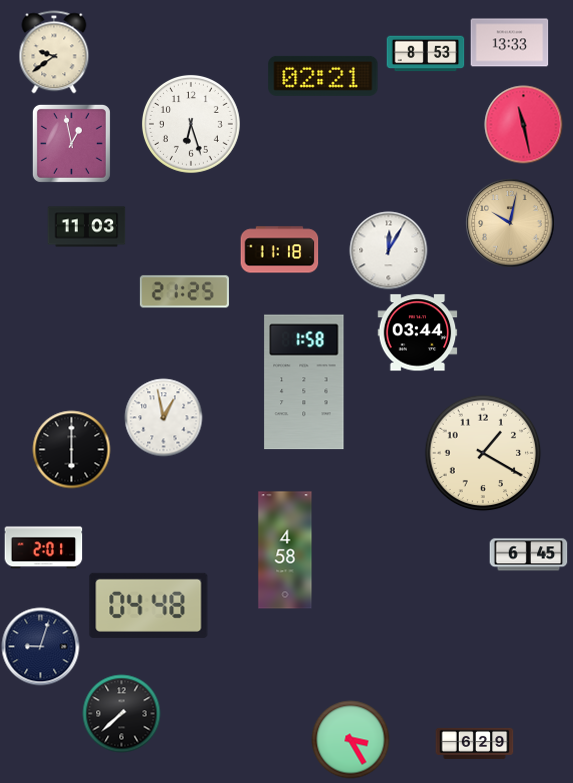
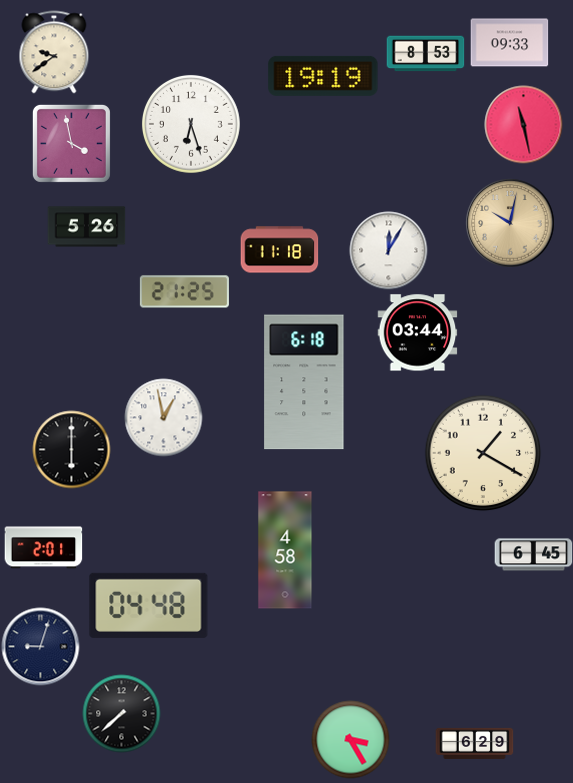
clock at (509, 43): 13:33 -> 09:33
clock at (323, 76): 02:21 -> 19:19
clock at (71, 143): 12:58 -> 3:58
clock at (86, 227): 11:03 -> 5:26
clock at (304, 382): 1:58 -> 6:18
clock at (528, 555) position: (528, 555) -> (533, 555)
